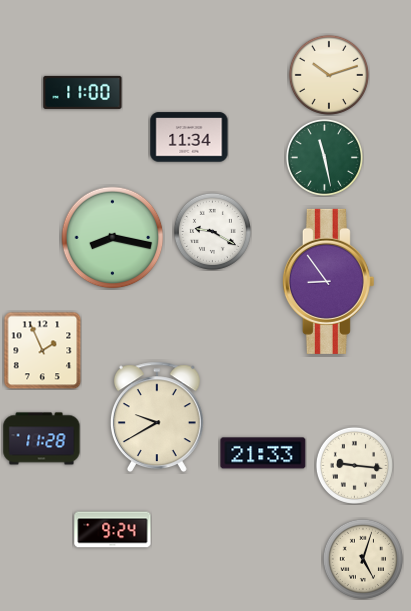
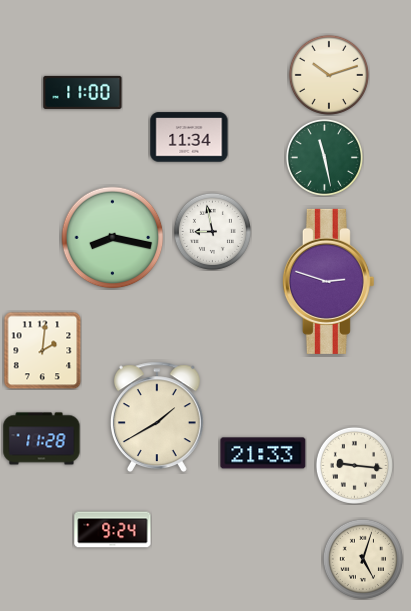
clock at (212, 231): 9:20 -> 8:58
clock at (328, 281): 8:54 -> 2:48
clock at (42, 350): 1:56 -> 2:01
clock at (157, 417): 9:40 -> 1:40
